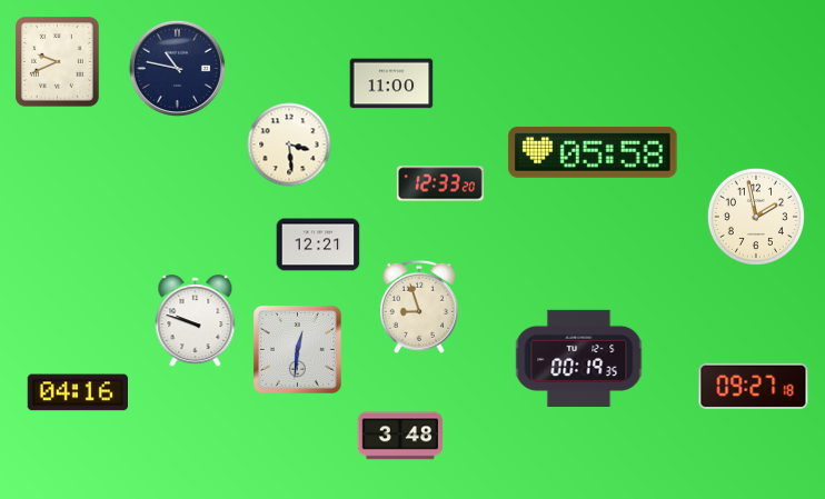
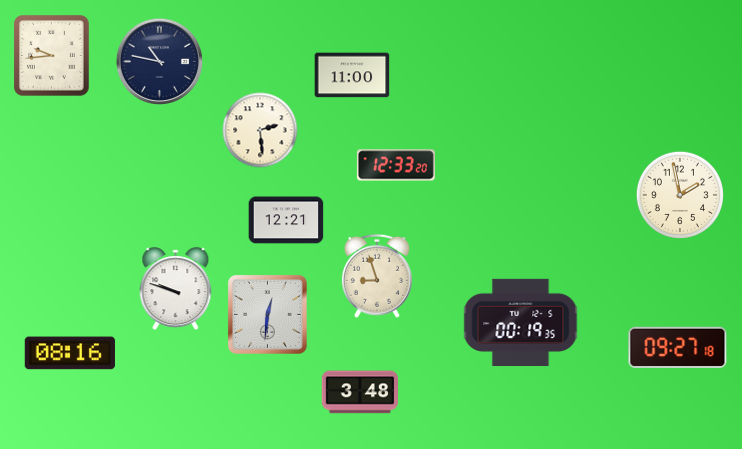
clock at (58, 62): 9:41 -> 9:44
clock at (289, 144): 3:29 -> 2:29
clock at (593, 152): 05:58 -> none
clock at (78, 392): 04:16 -> 08:16
